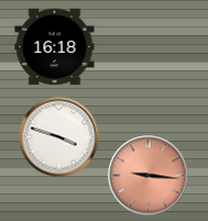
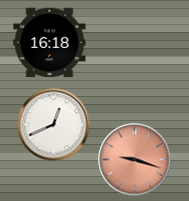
clock at (59, 137): 3:48 -> 12:41
clock at (149, 176): 9:16 -> 9:18
